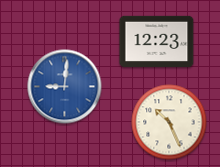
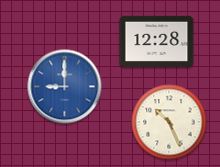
clock at (157, 41): 12:23 -> 12:28
clock at (65, 87): 9:01 -> 9:00
